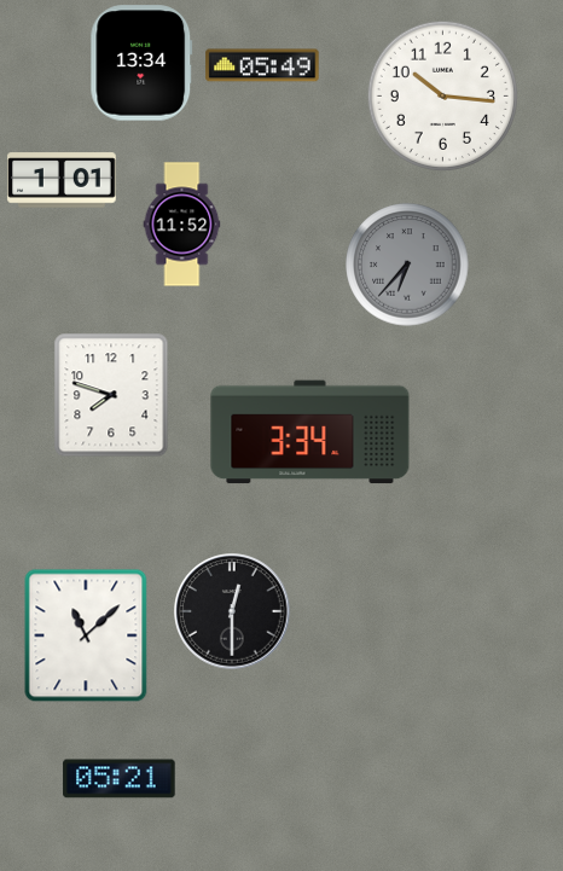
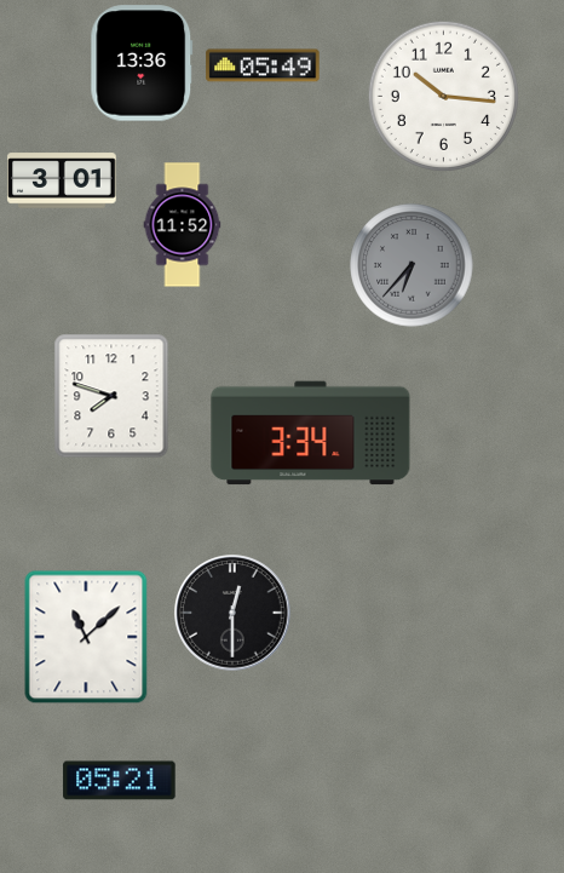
clock at (141, 63): 13:34 -> 13:36
clock at (62, 180): 1:01 -> 3:01
clock at (407, 265) position: (407, 265) -> (412, 265)
